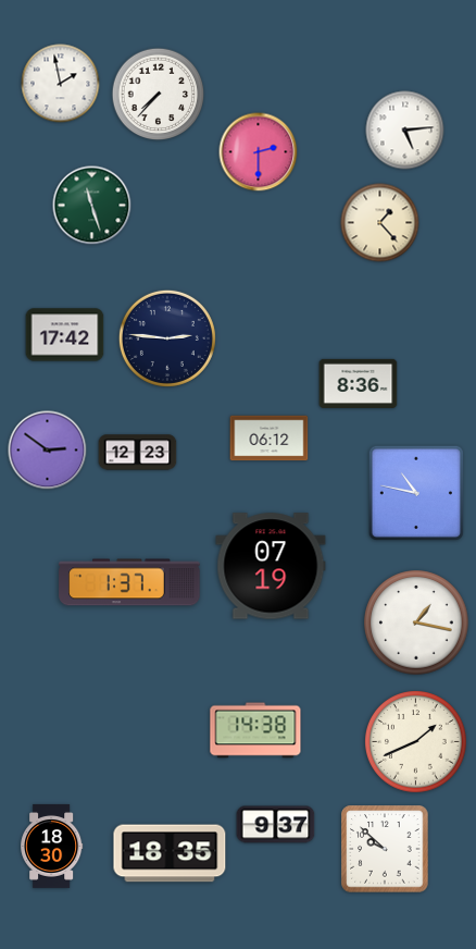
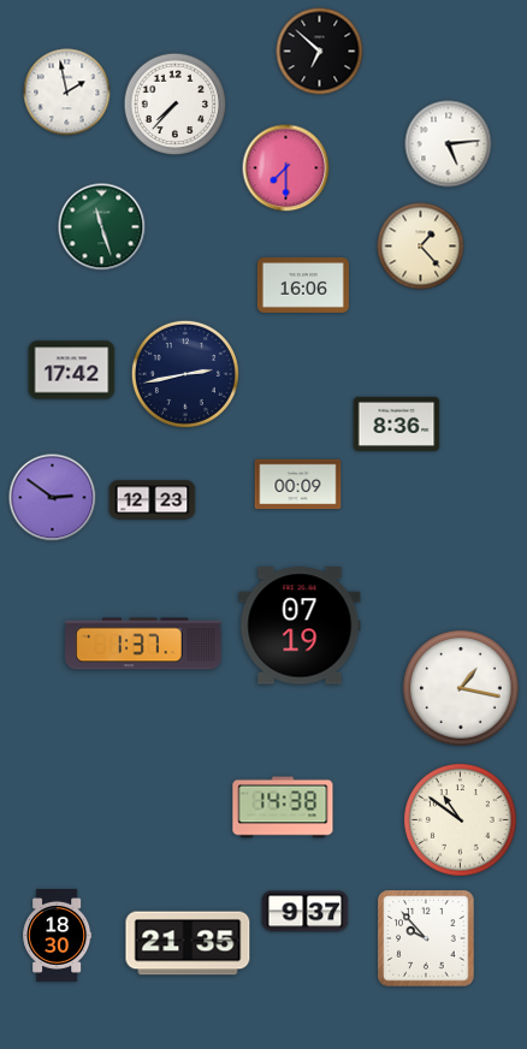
clock at (320, 52): none -> 6:52
clock at (259, 152): 2:30 -> 7:30
clock at (303, 285): none -> 16:06
clock at (167, 338): 2:46 -> 2:43
clock at (270, 439): 06:12 -> 00:09
clock at (416, 493): 10:47 -> none
clock at (416, 742): 1:41 -> 10:51
clock at (385, 849): 9:52 -> 9:53
clock at (170, 853): 18:35 -> 21:35
